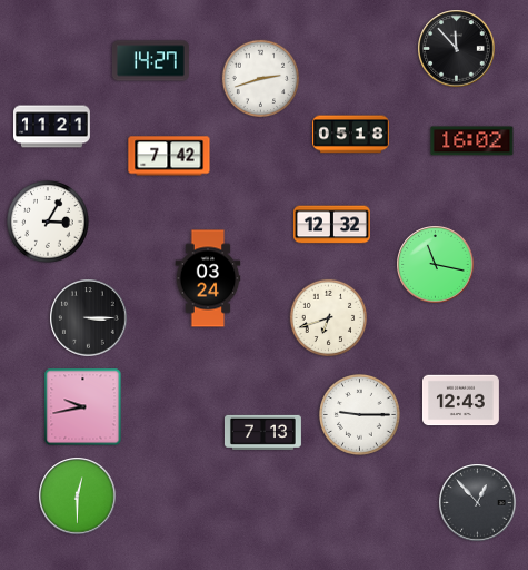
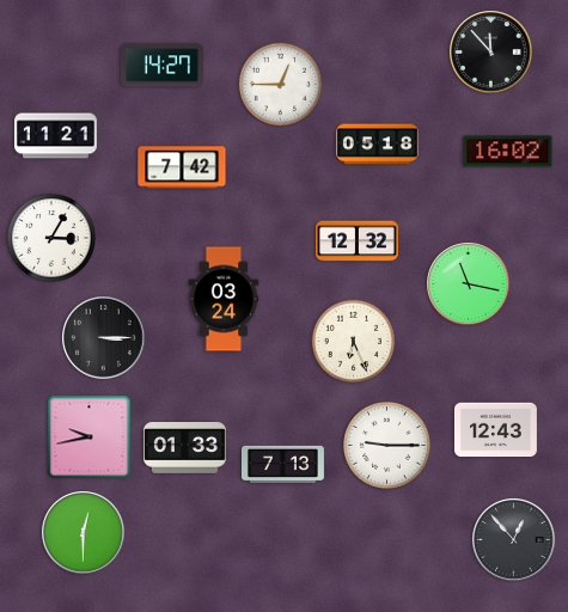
clock at (261, 79): 2:42 -> 12:45
clock at (89, 318) position: (89, 318) -> (104, 338)
clock at (329, 318): 6:42 -> 6:26
clock at (184, 448): none -> 01:33
